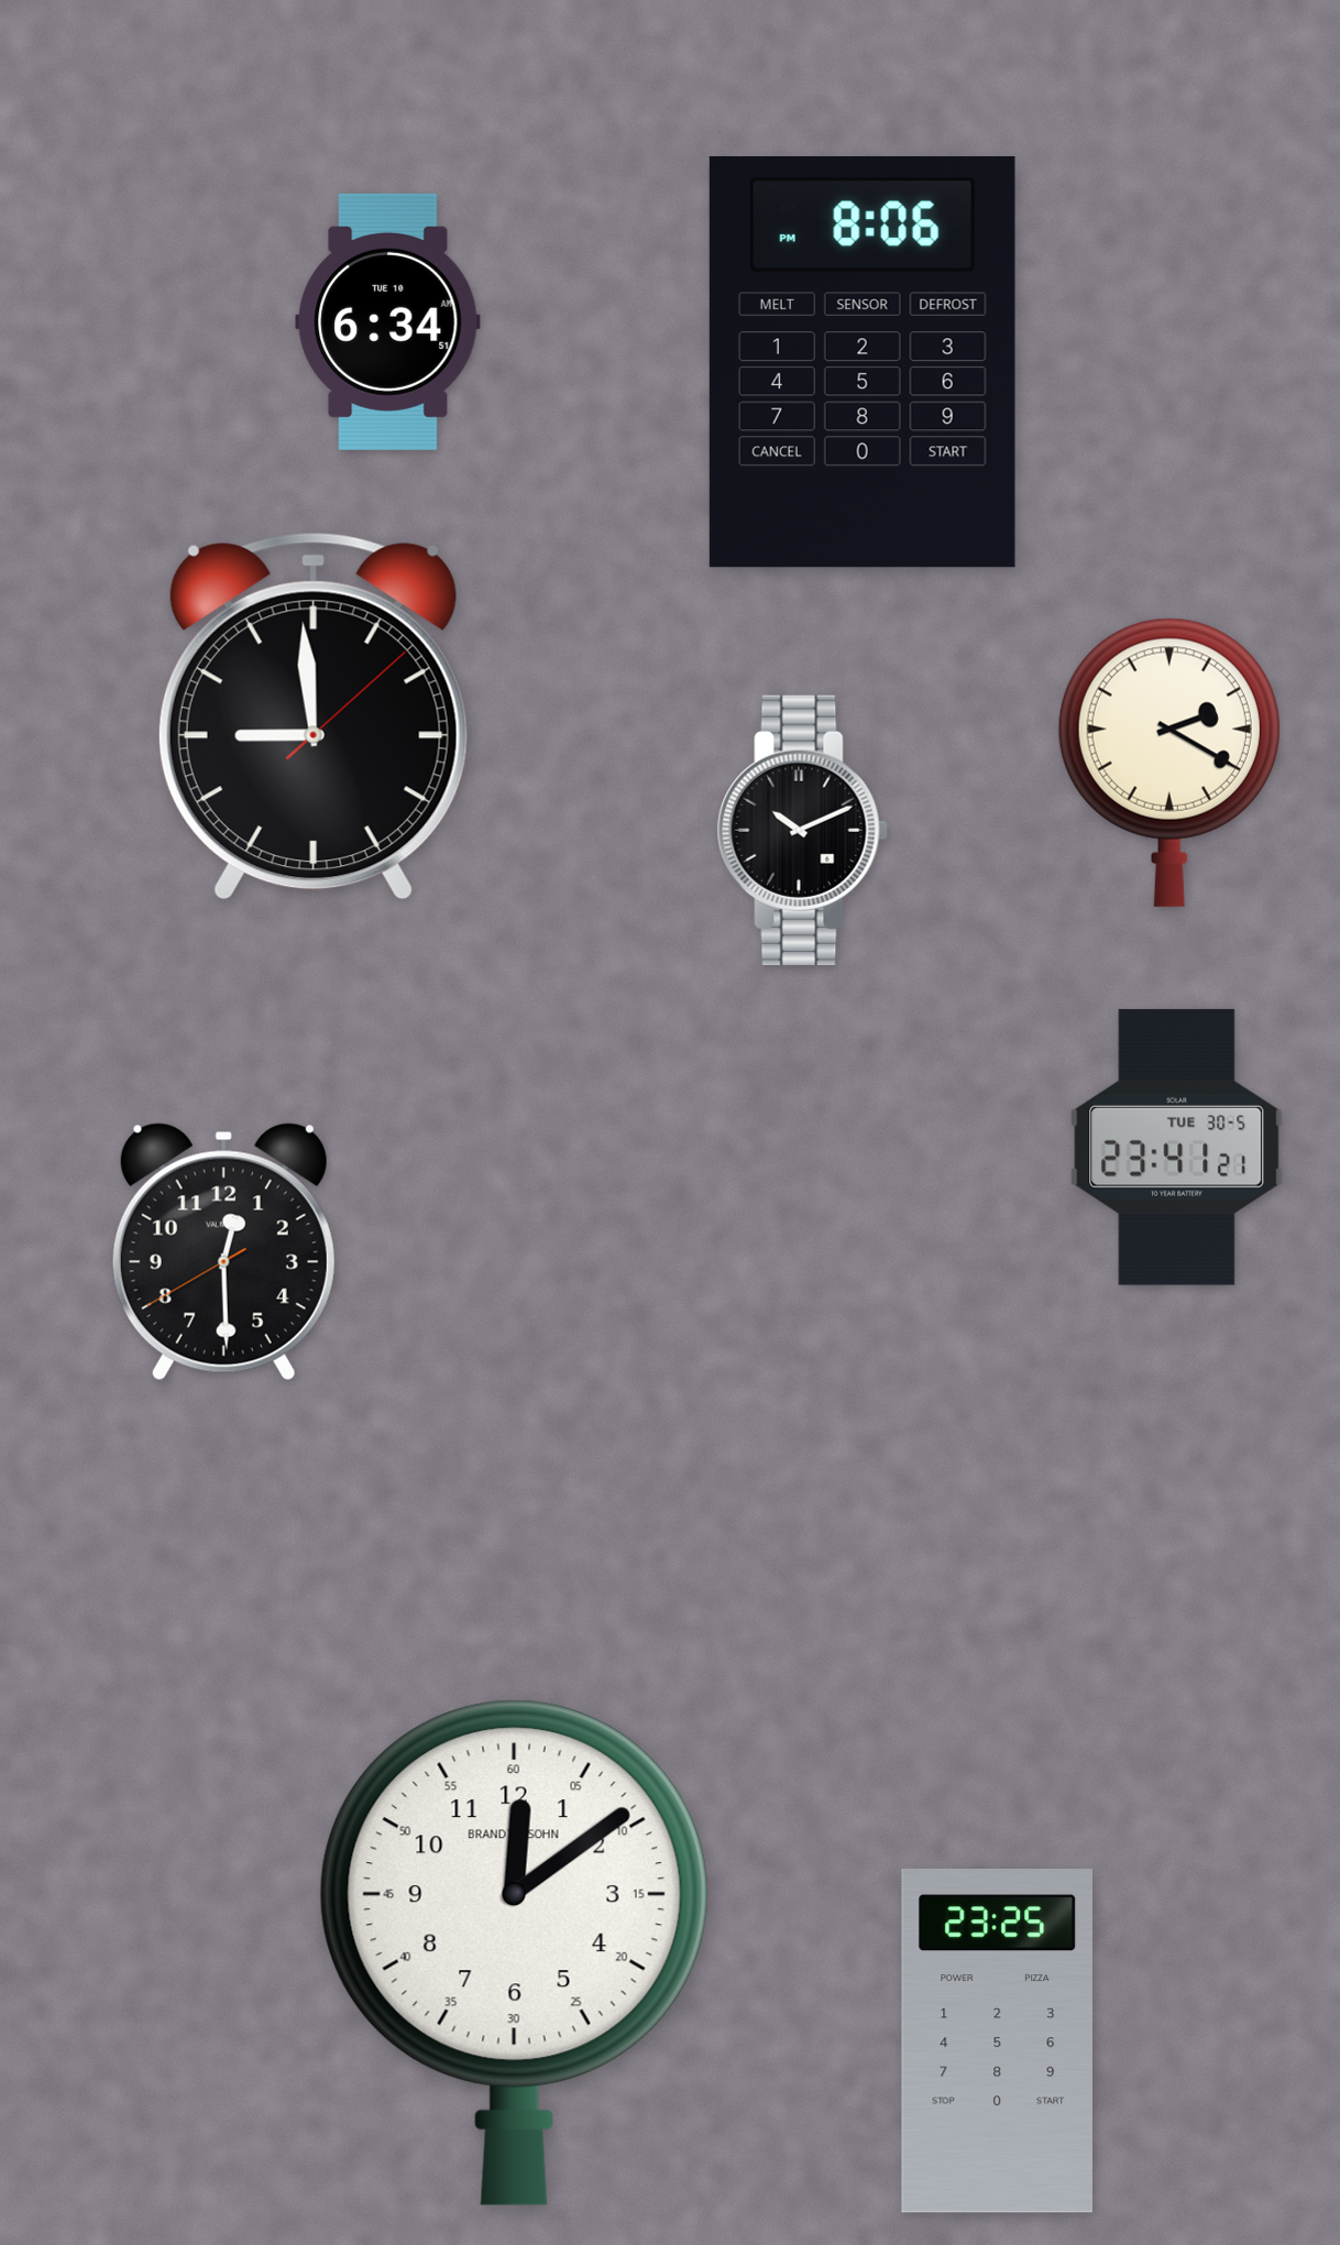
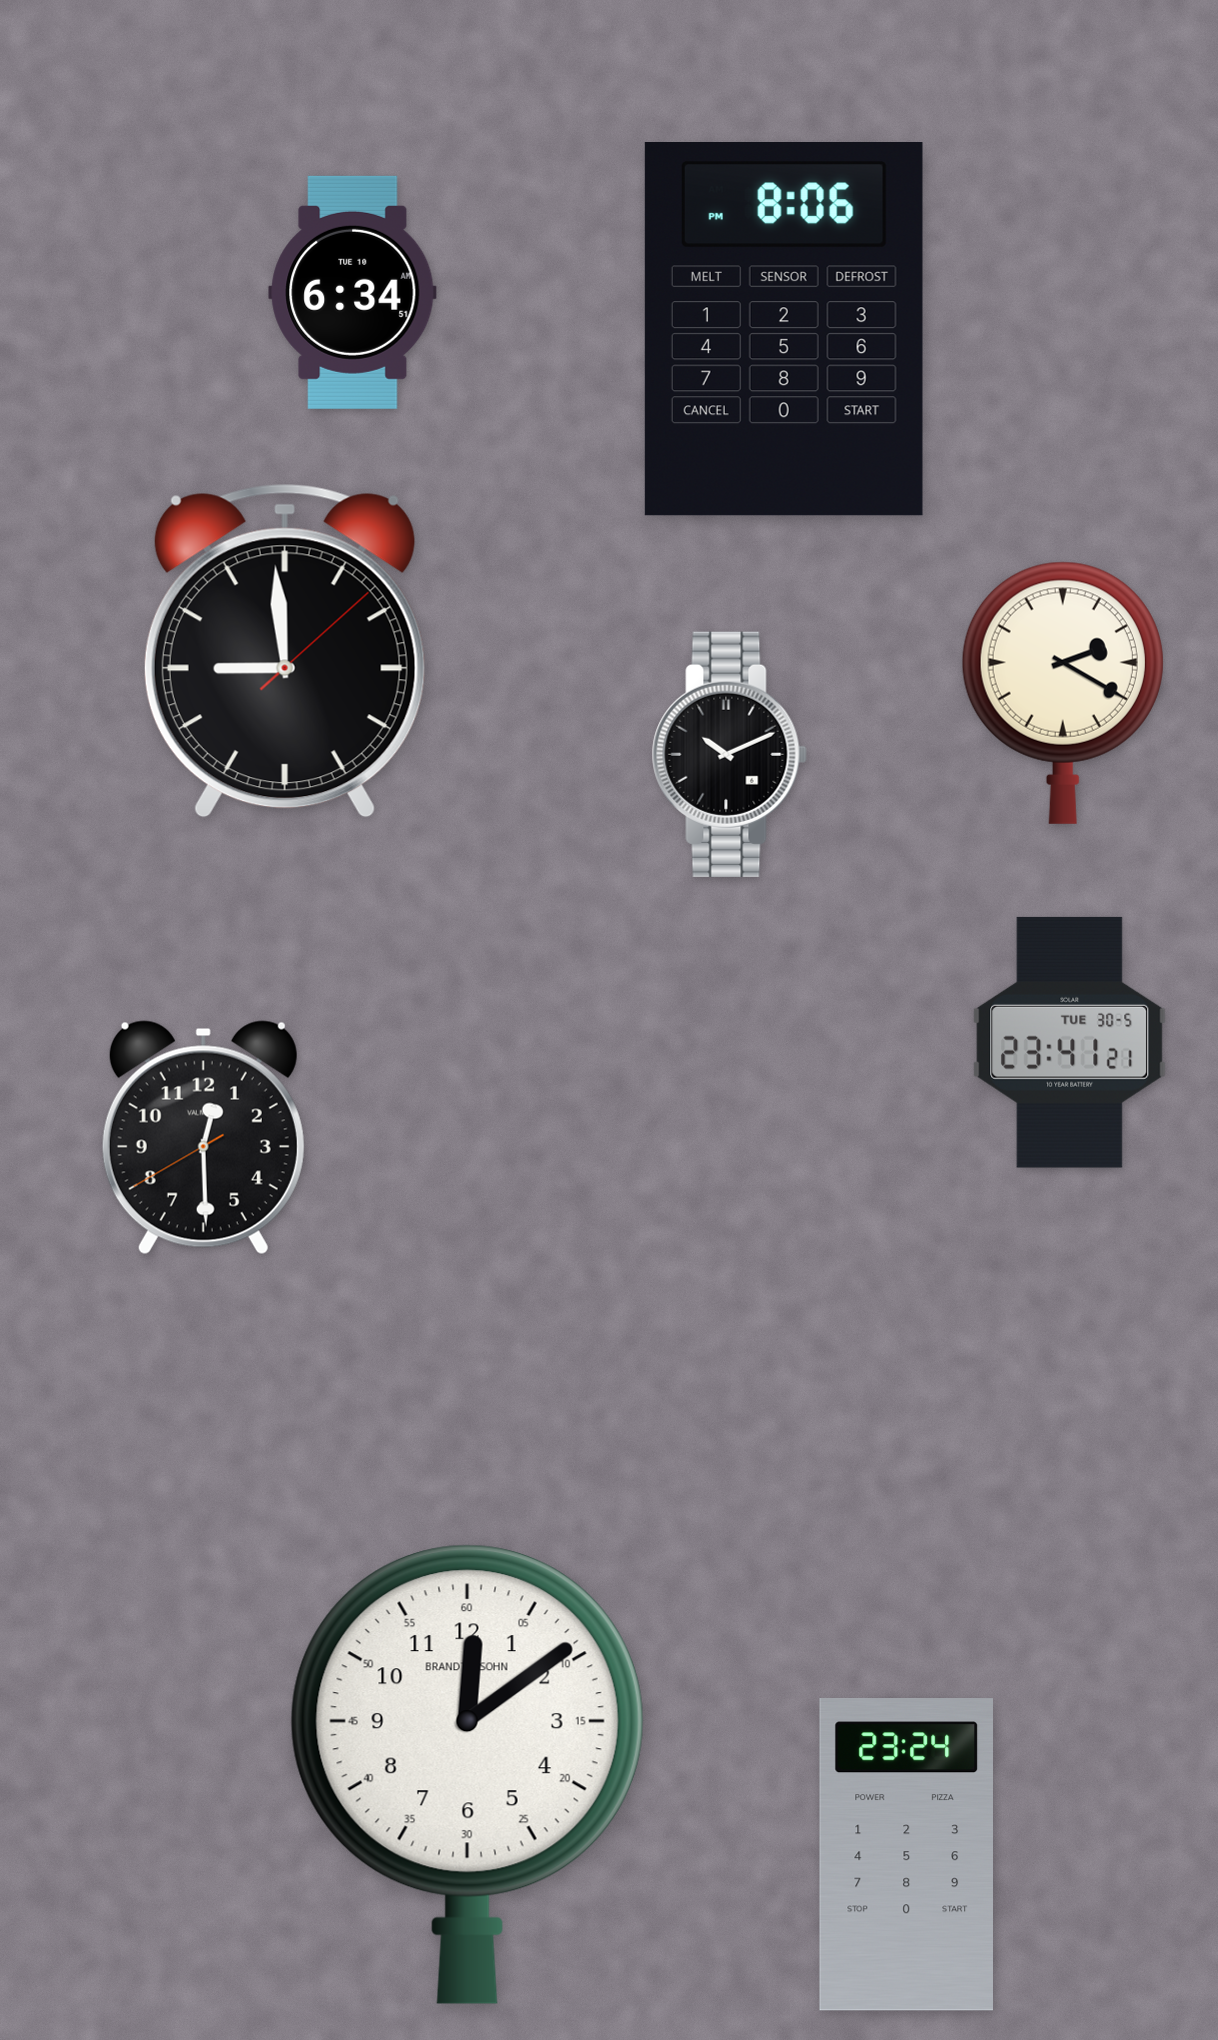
clock at (997, 2041): 23:25 -> 23:24
